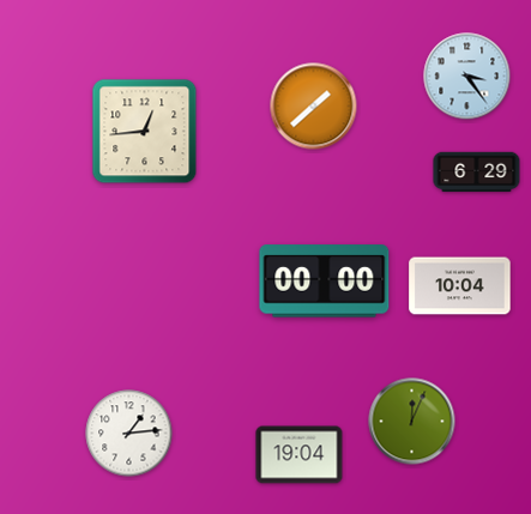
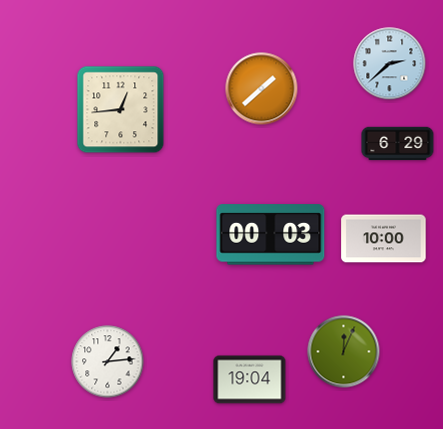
clock at (467, 77): 3:24 -> 2:38
clock at (325, 282): 00:00 -> 00:03
clock at (460, 286): 10:04 -> 10:00
